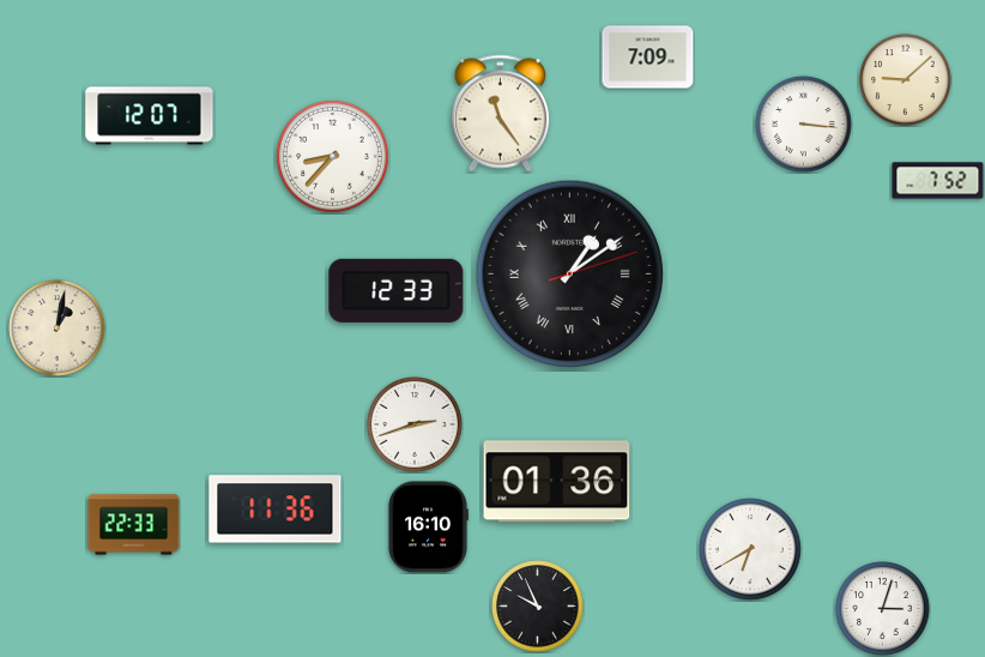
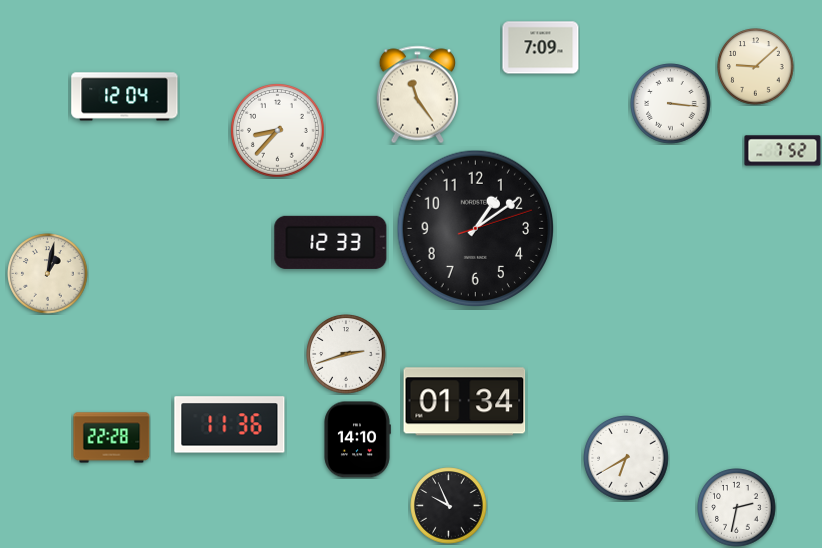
clock at (150, 116): 12:07 -> 12:04
clock at (570, 275) numerals: Roman -> Arabic
clock at (557, 482): 01:36 -> 01:34
clock at (134, 525): 22:33 -> 22:28
clock at (428, 528): 16:10 -> 14:10
clock at (883, 609): 3:03 -> 2:32
